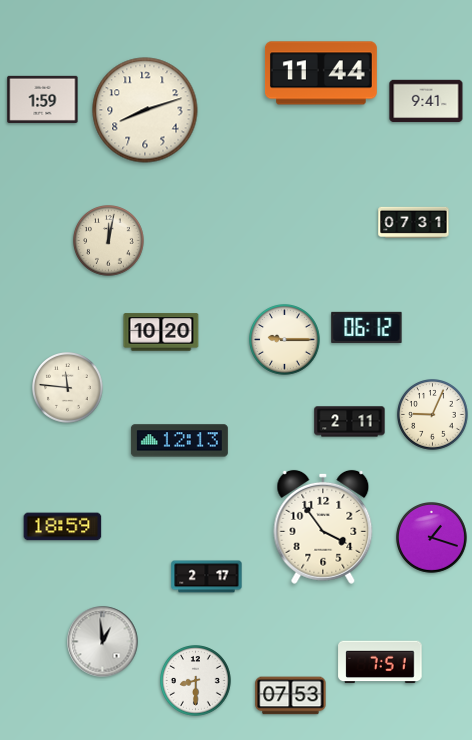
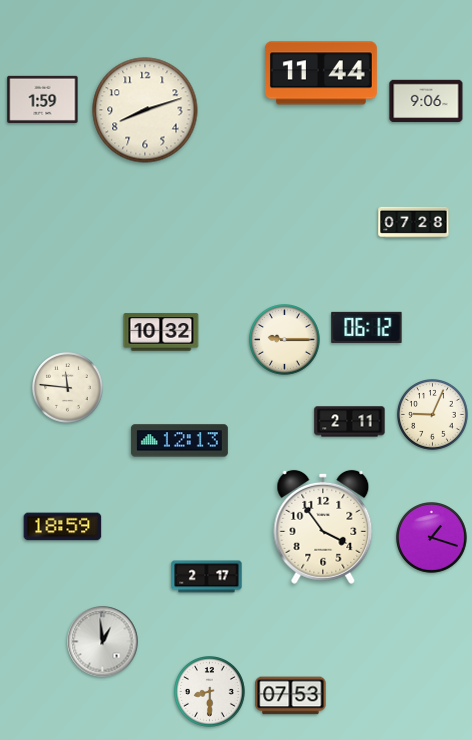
clock at (426, 101): 9:41 -> 9:06
clock at (414, 222): 07:31 -> 07:28
clock at (109, 241): 12:02 -> none
clock at (161, 332): 10:20 -> 10:32
clock at (380, 662): 7:51 -> none
clock at (196, 681) position: (196, 681) -> (210, 692)
